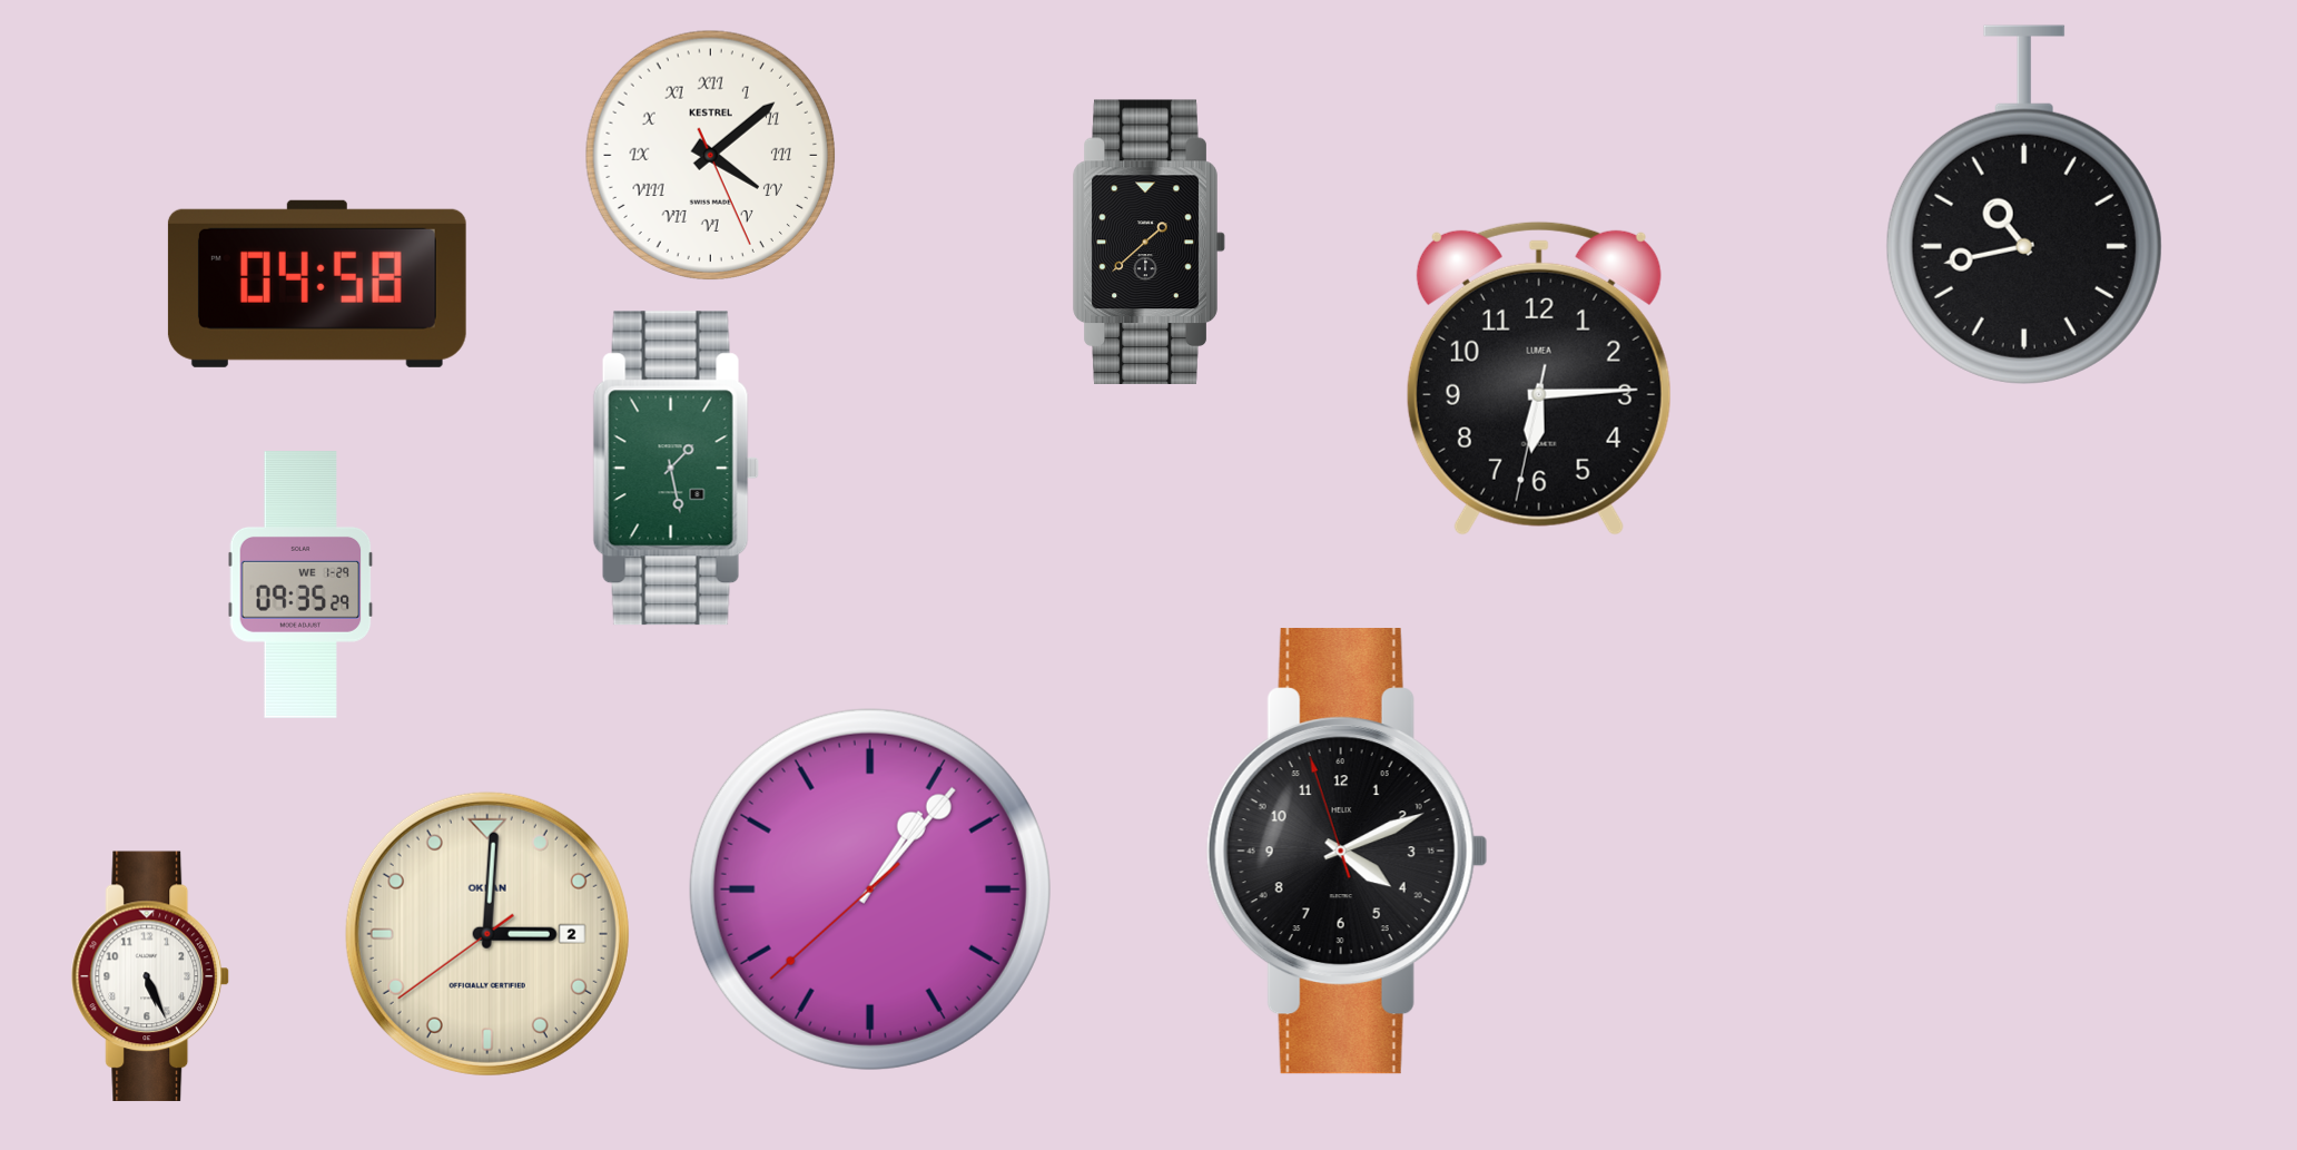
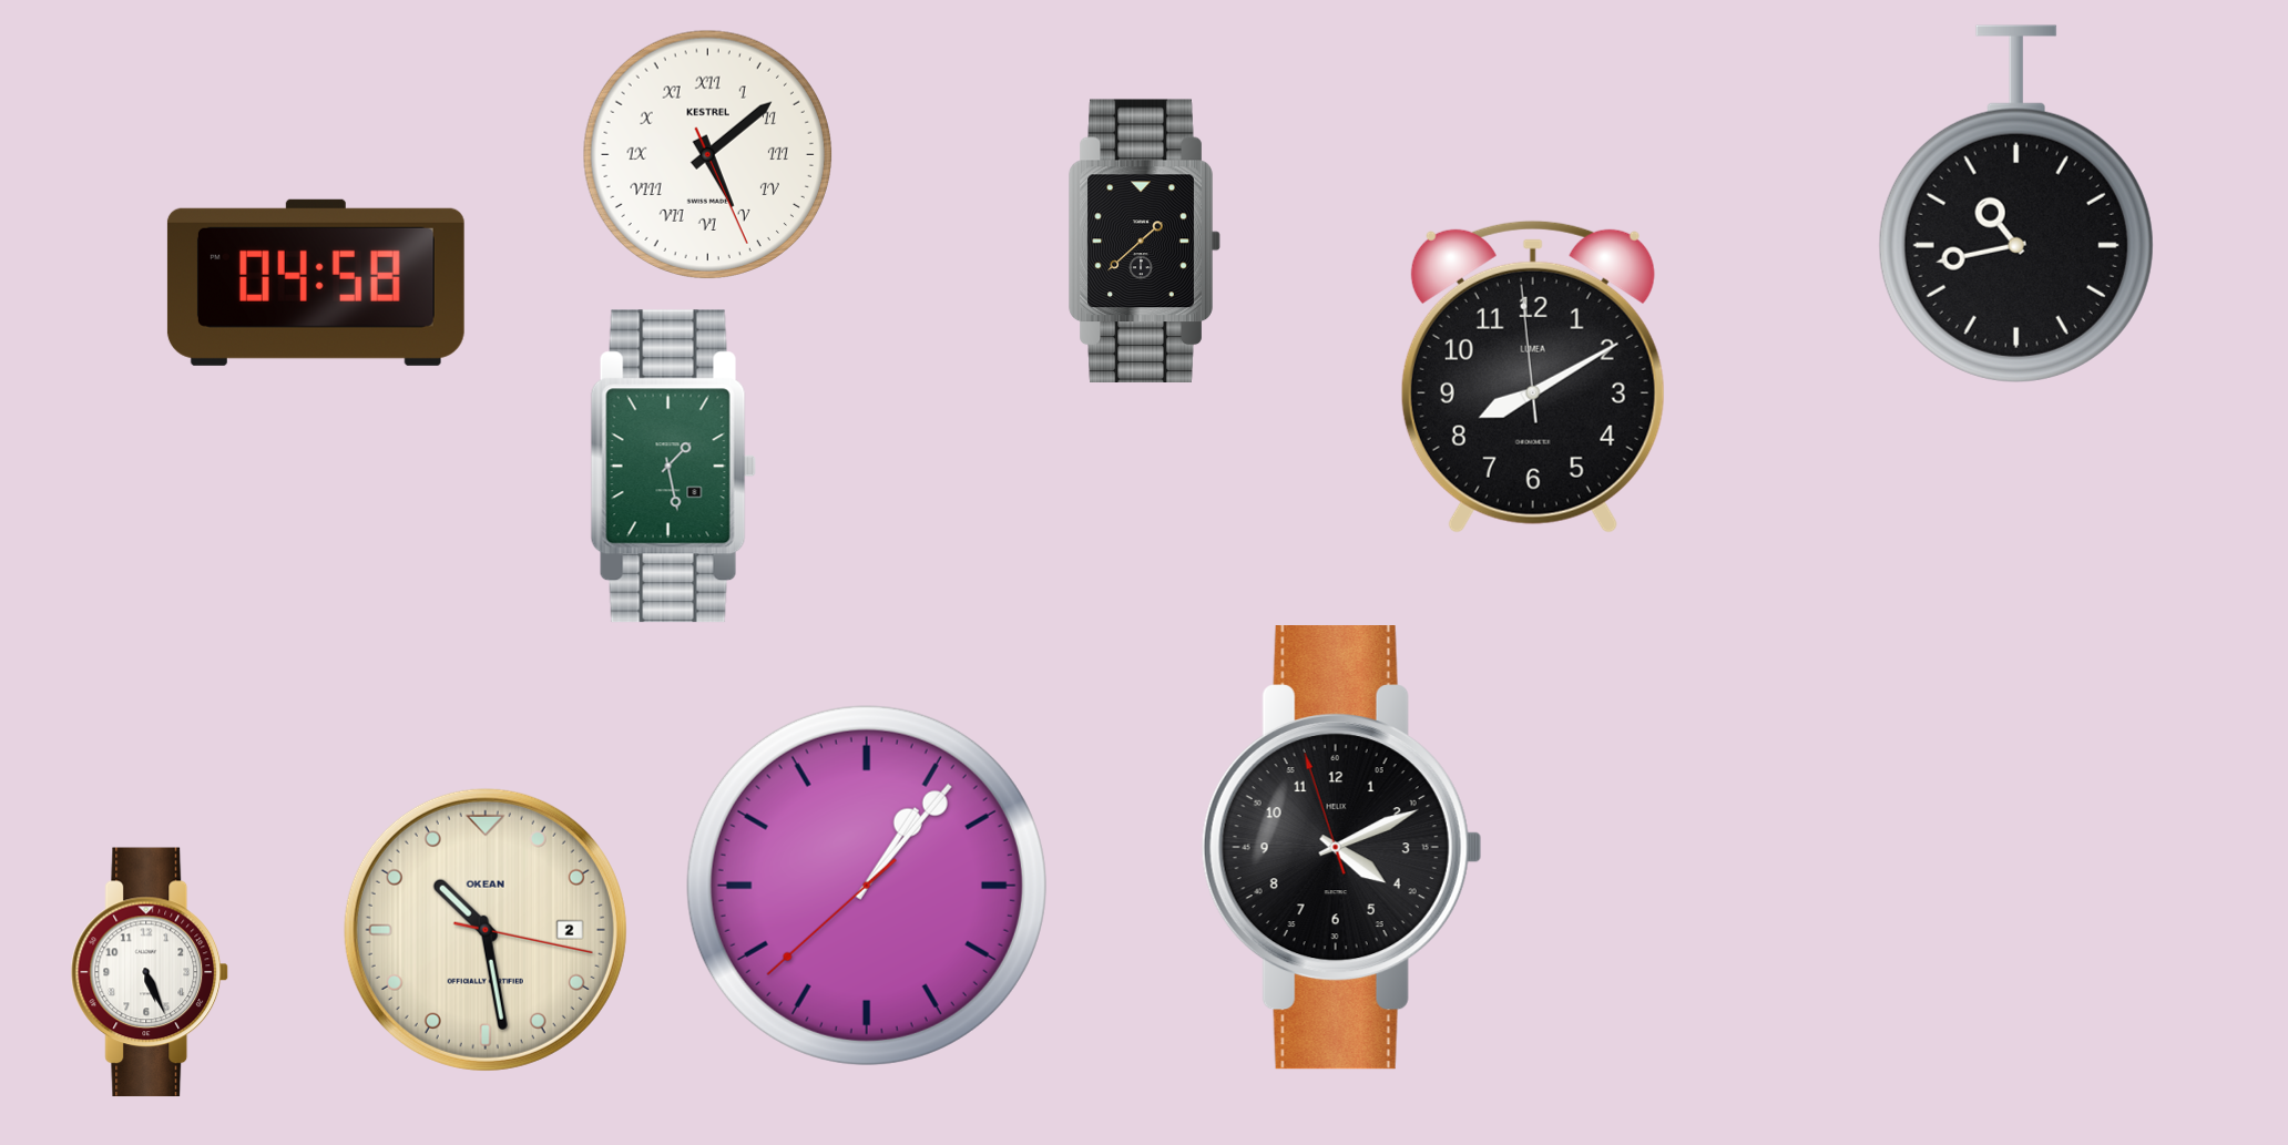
clock at (710, 155): 4:08 -> 5:08
clock at (1539, 379): 6:14 -> 8:09
clock at (300, 584): 09:35 -> none
clock at (487, 934): 3:00 -> 10:28
